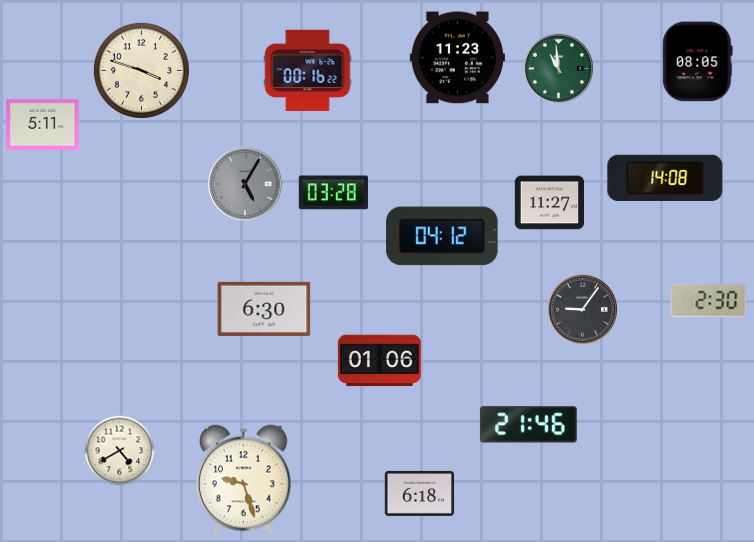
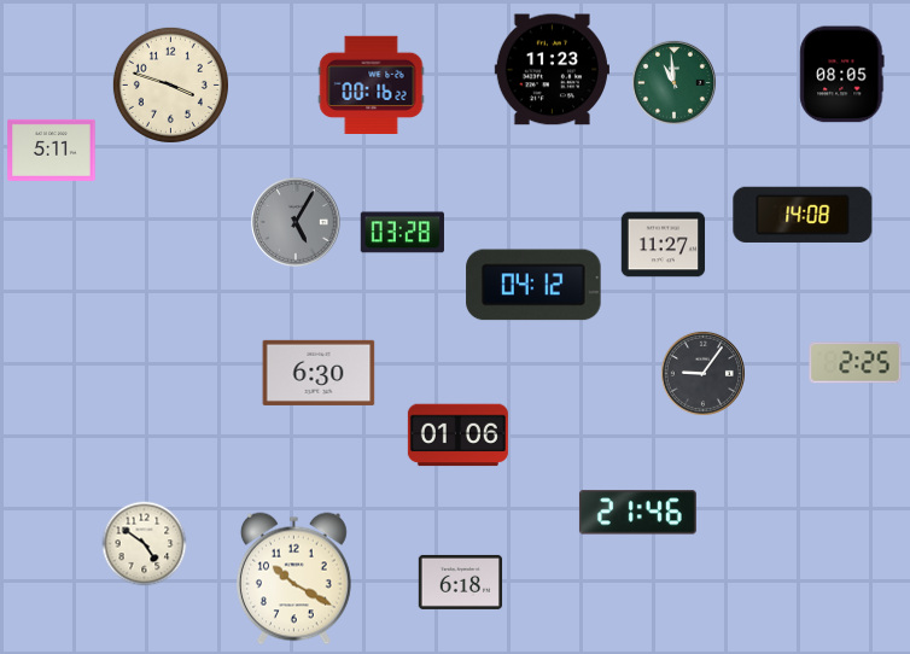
clock at (709, 301): 2:30 -> 2:25
clock at (120, 451): 4:40 -> 4:51
clock at (243, 480): 9:27 -> 10:20
clock at (420, 493) position: (420, 493) -> (461, 582)
